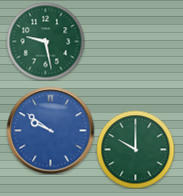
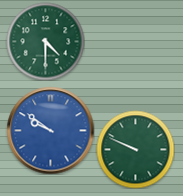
clock at (45, 41): 9:28 -> 4:30
clock at (135, 149): 10:00 -> 9:49
